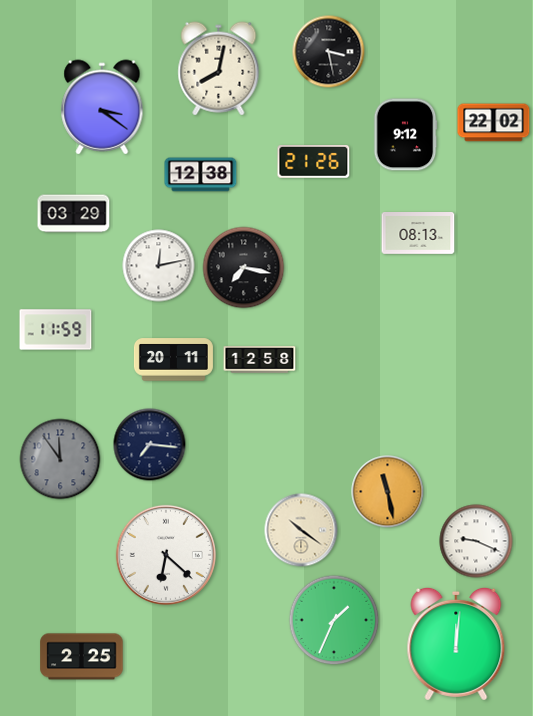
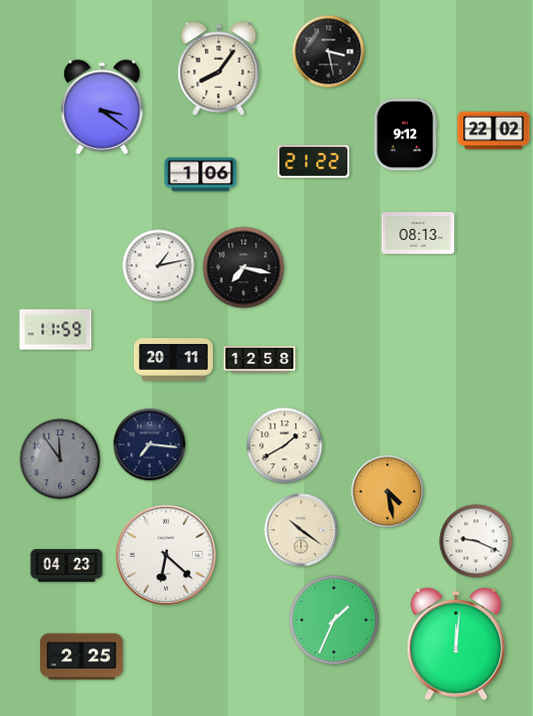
clock at (219, 69): 8:02 -> 8:06
clock at (494, 123) position: (494, 123) -> (494, 131)
clock at (314, 162): 21:26 -> 21:22
clock at (201, 175): 12:38 -> 1:06
clock at (74, 214): 03:29 -> none
clock at (159, 266): 12:13 -> 1:13
clock at (285, 446): none -> 1:40
clock at (388, 492): 11:28 -> 4:28
clock at (67, 566): none -> 04:23
